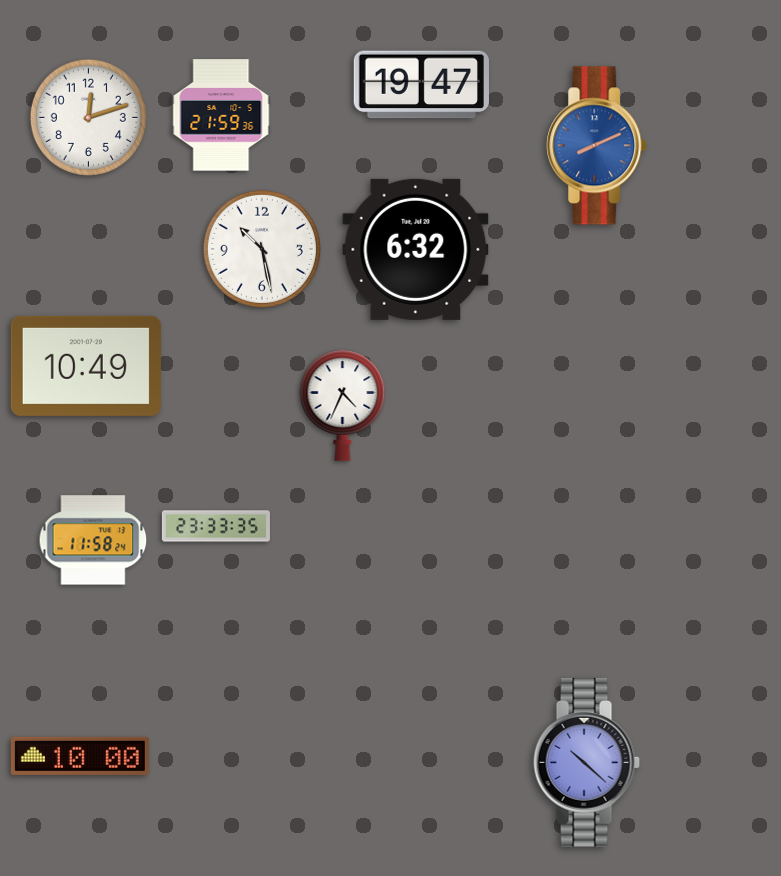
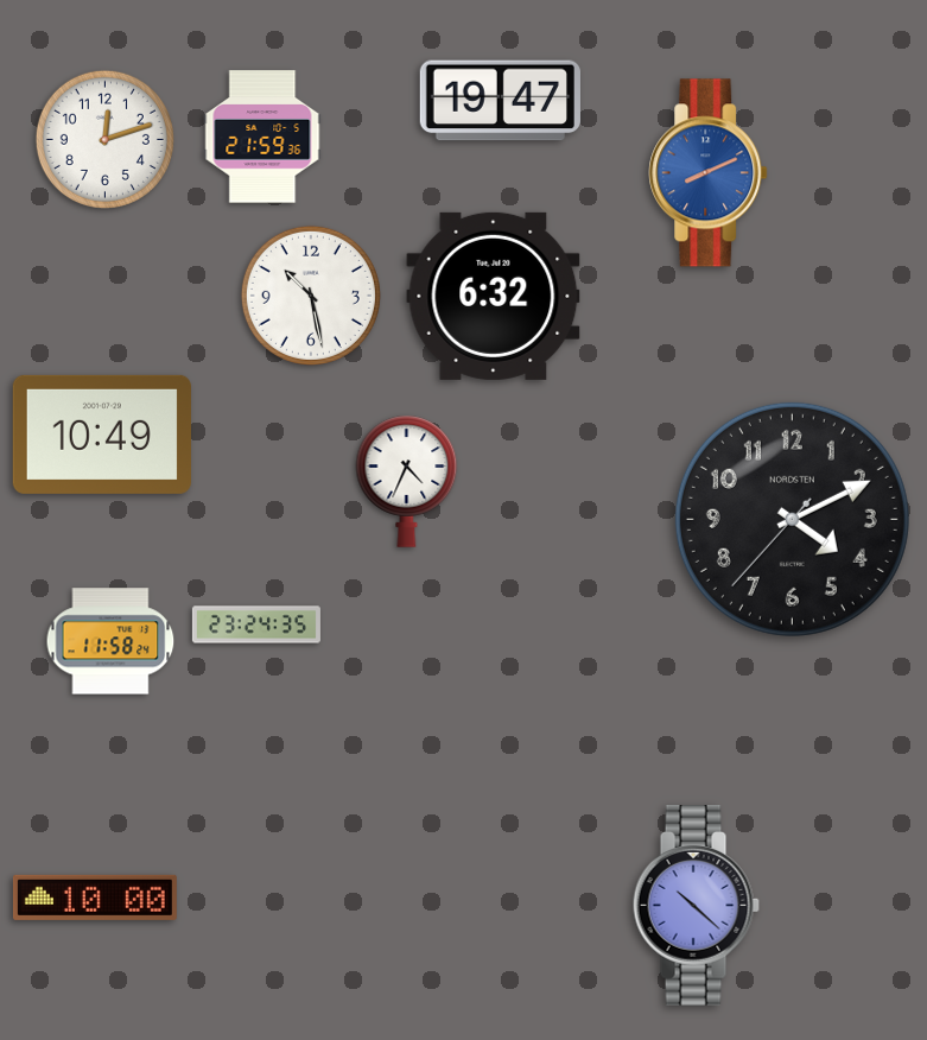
clock at (792, 519): none -> 4:10
clock at (216, 526): 23:33 -> 23:24
